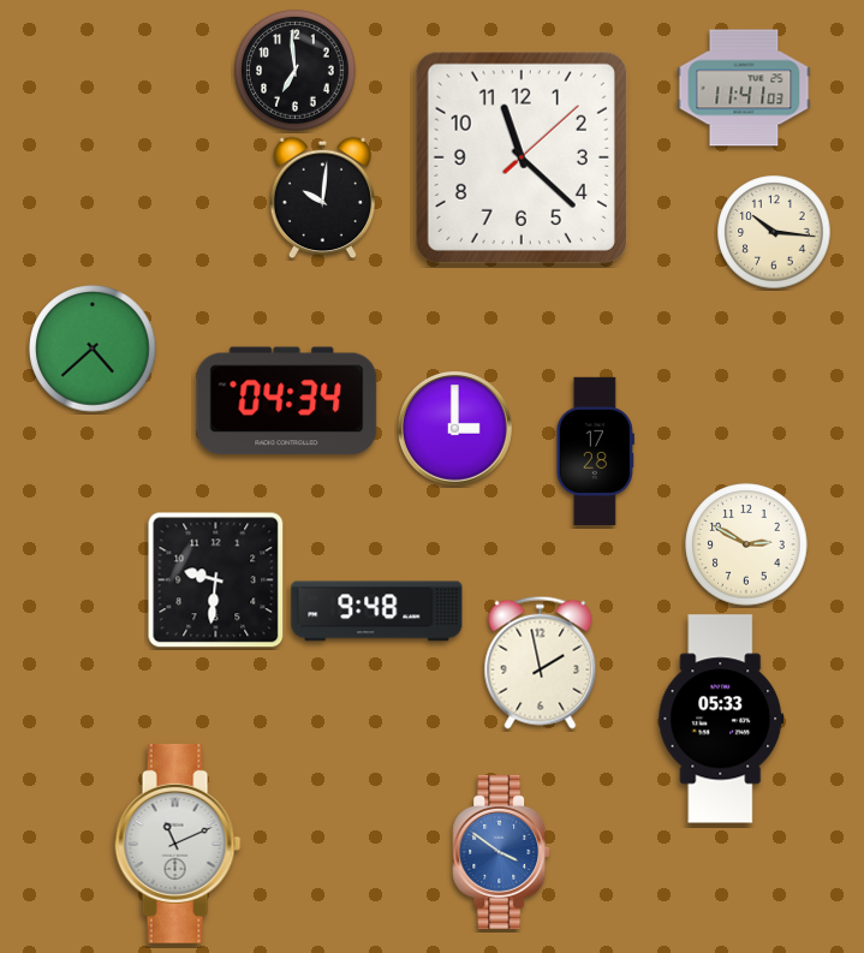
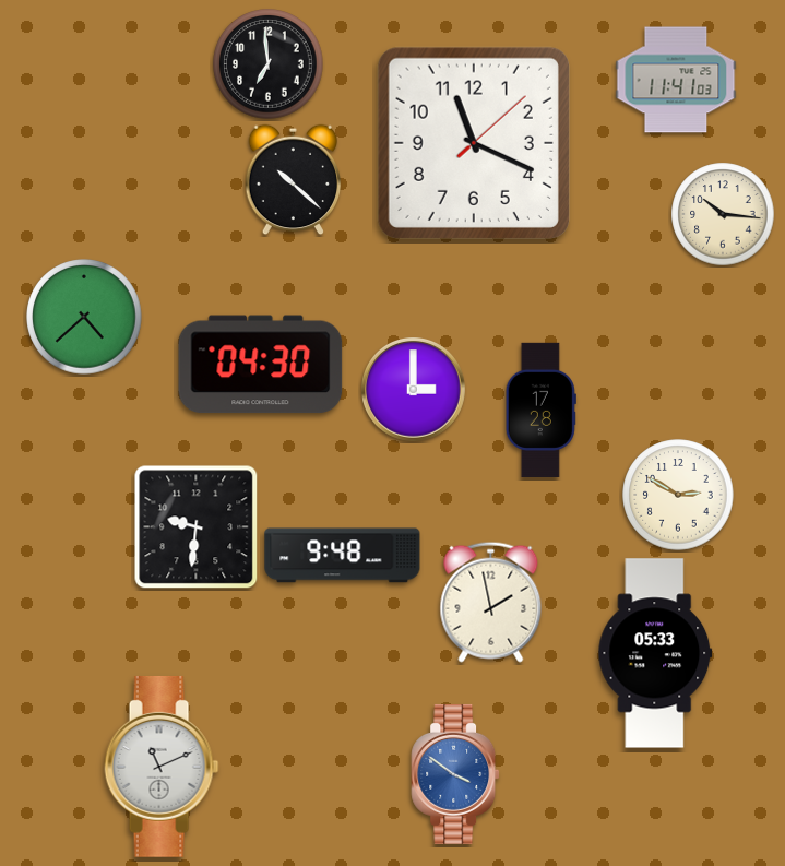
clock at (522, 157): 11:22 -> 11:19
clock at (323, 198): 10:01 -> 10:22
clock at (774, 232) position: (774, 232) -> (723, 214)
clock at (287, 401): 04:34 -> 04:30
